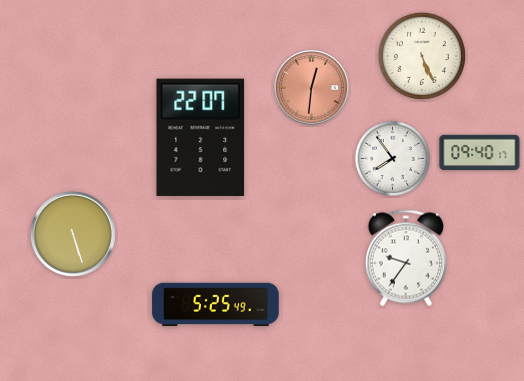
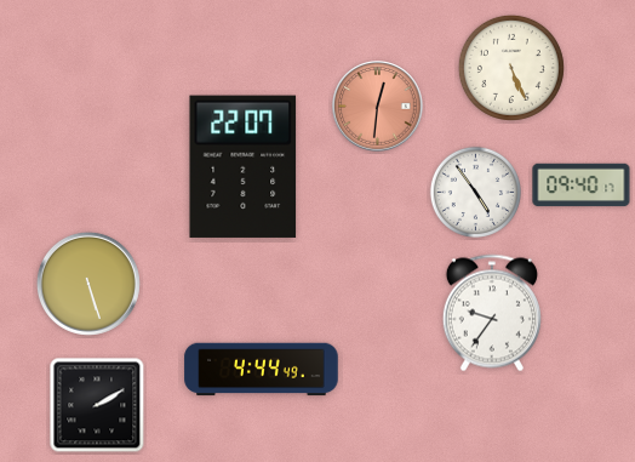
clock at (392, 158): 7:54 -> 4:54
clock at (216, 305): 5:25 -> 4:44
clock at (97, 405): none -> 2:10
